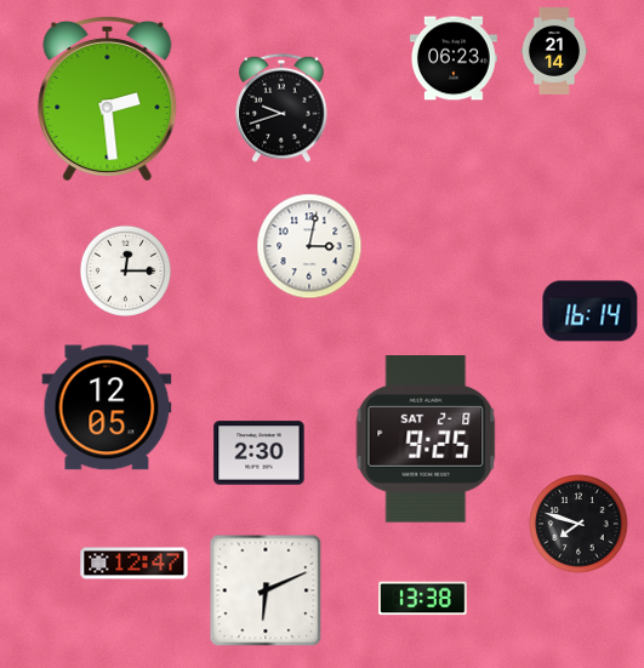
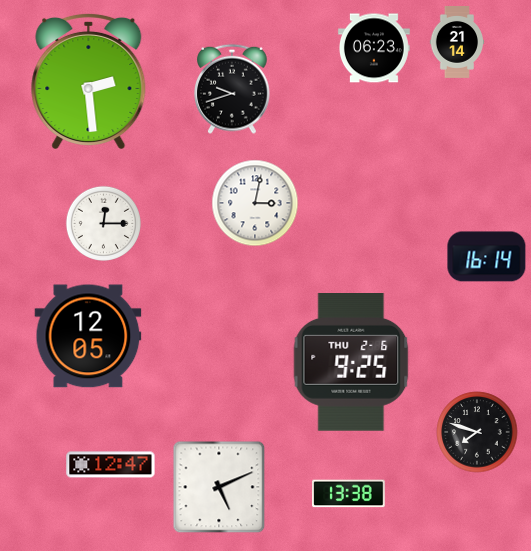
clock at (426, 440) date: SAT 2-8 -> THU 2-6
clock at (260, 453): 2:30 -> none
clock at (266, 590): 6:11 -> 5:11
